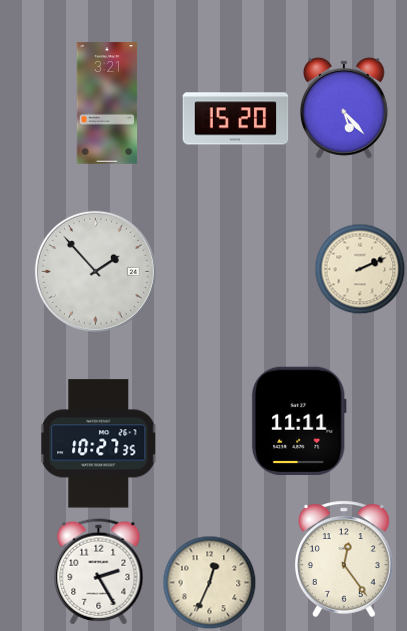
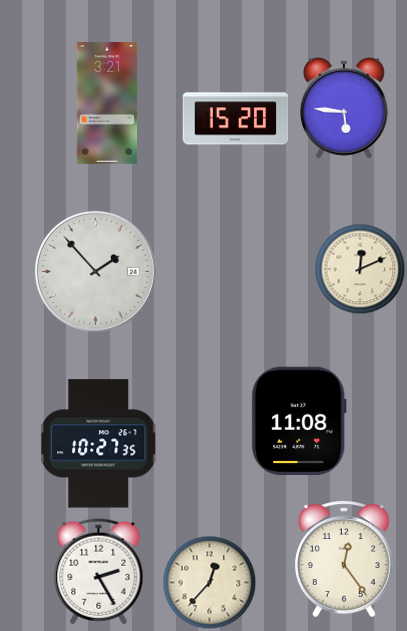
clock at (344, 108): 5:23 -> 5:46
clock at (360, 269): 2:11 -> 12:11
clock at (299, 420): 11:11 -> 11:08
clock at (209, 582): 12:34 -> 12:37
